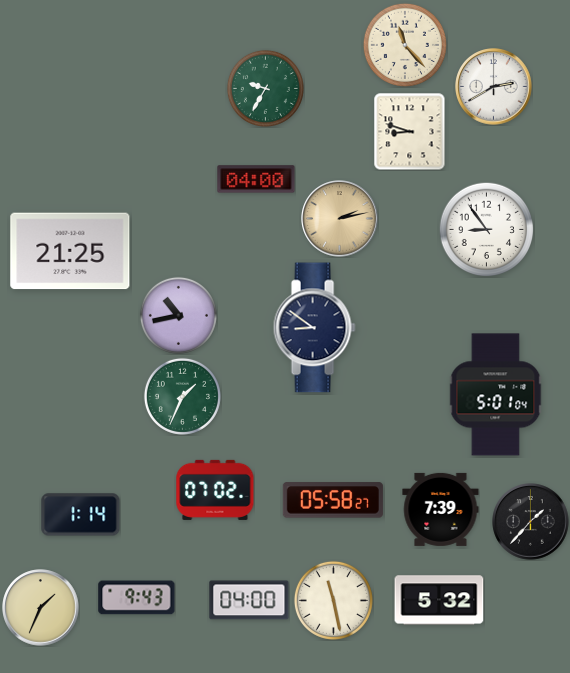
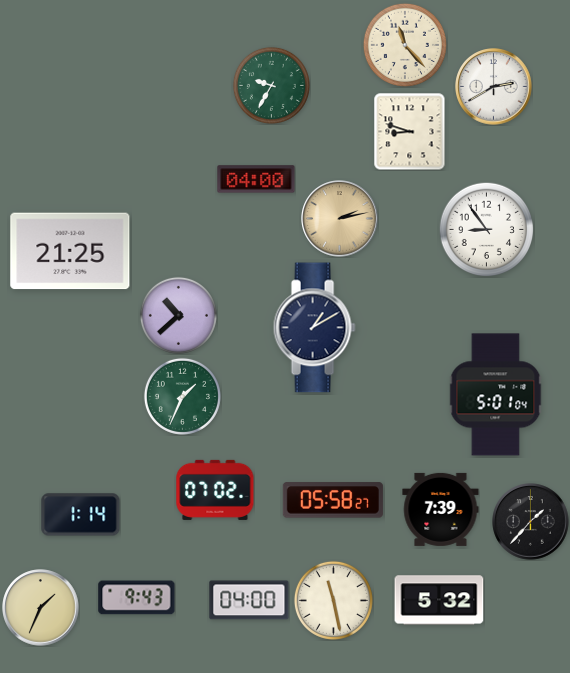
clock at (265, 88) position: (265, 88) -> (271, 85)
clock at (178, 315): 10:43 -> 10:38
clock at (314, 328): 8:51 -> 1:10
